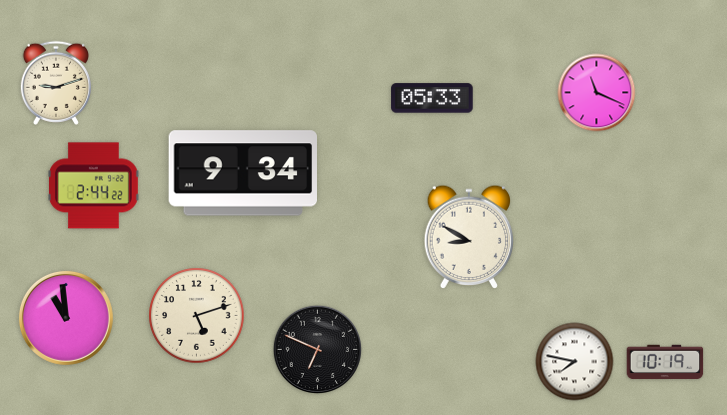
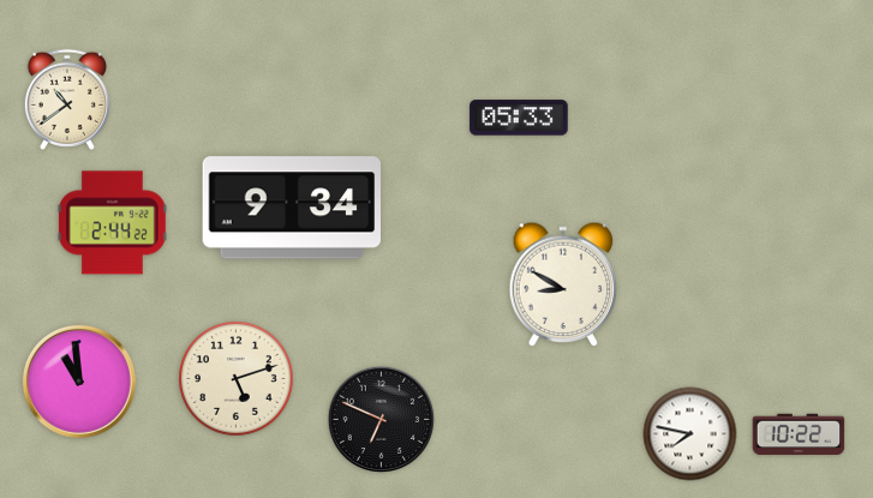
clock at (56, 83): 9:12 -> 10:39
clock at (597, 93): 11:19 -> none
clock at (665, 362): 10:19 -> 10:22
